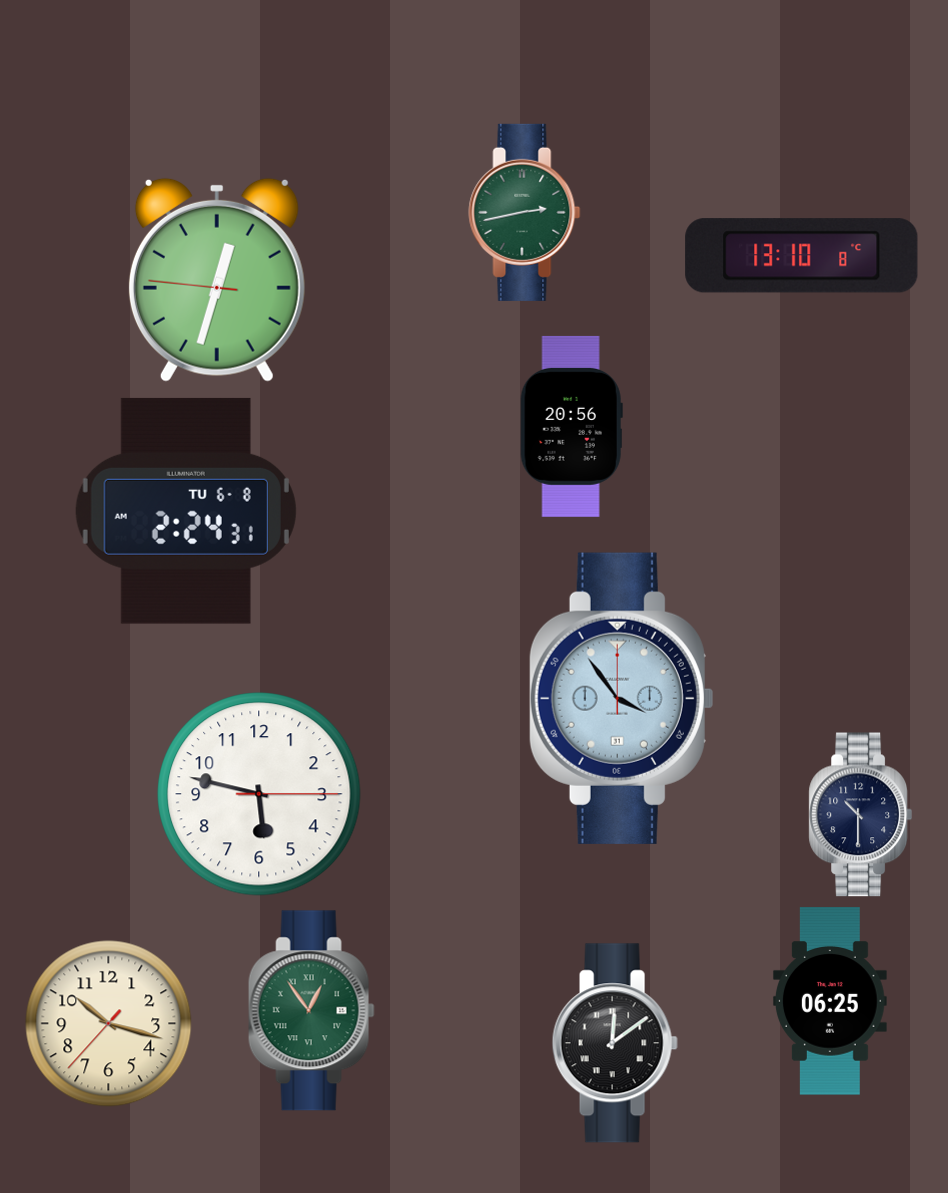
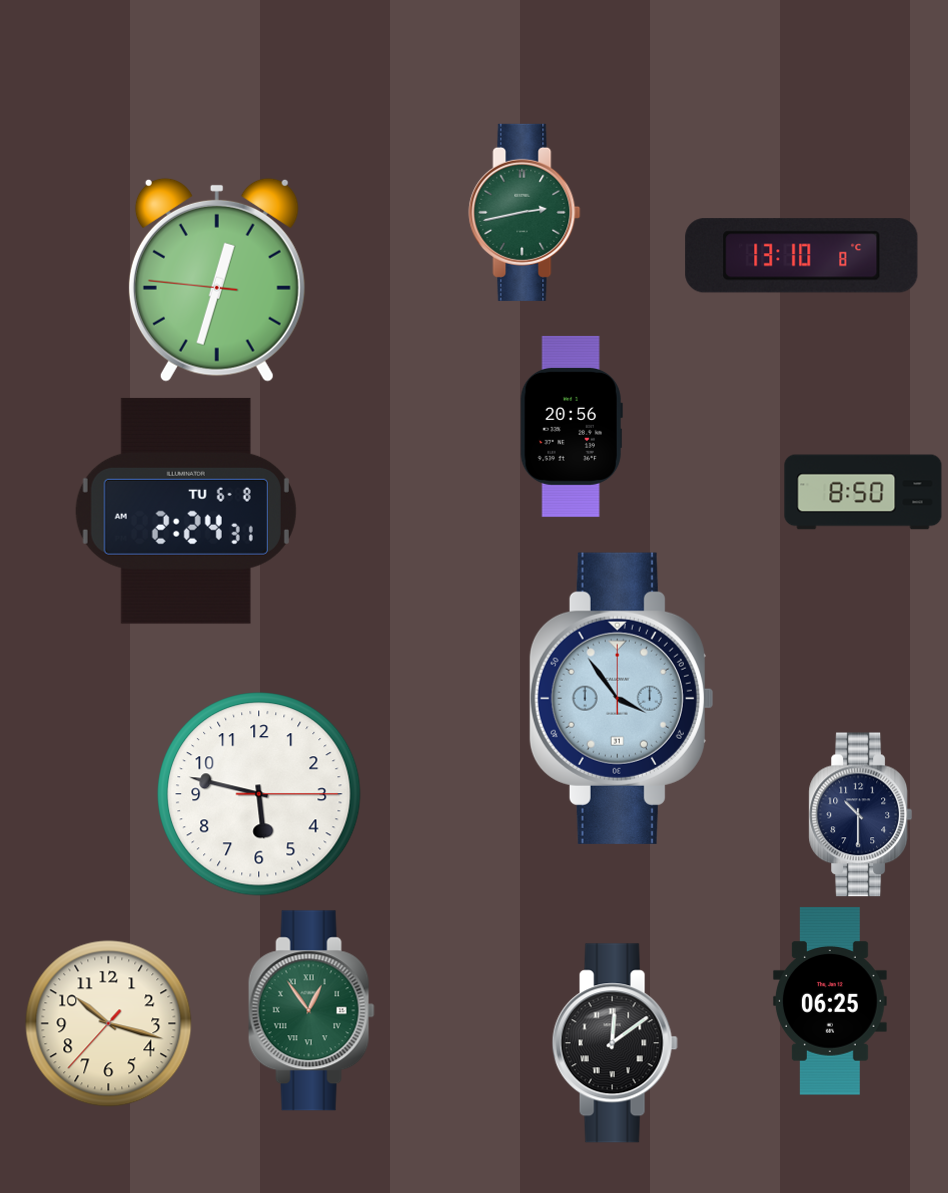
clock at (863, 492): none -> 8:50
